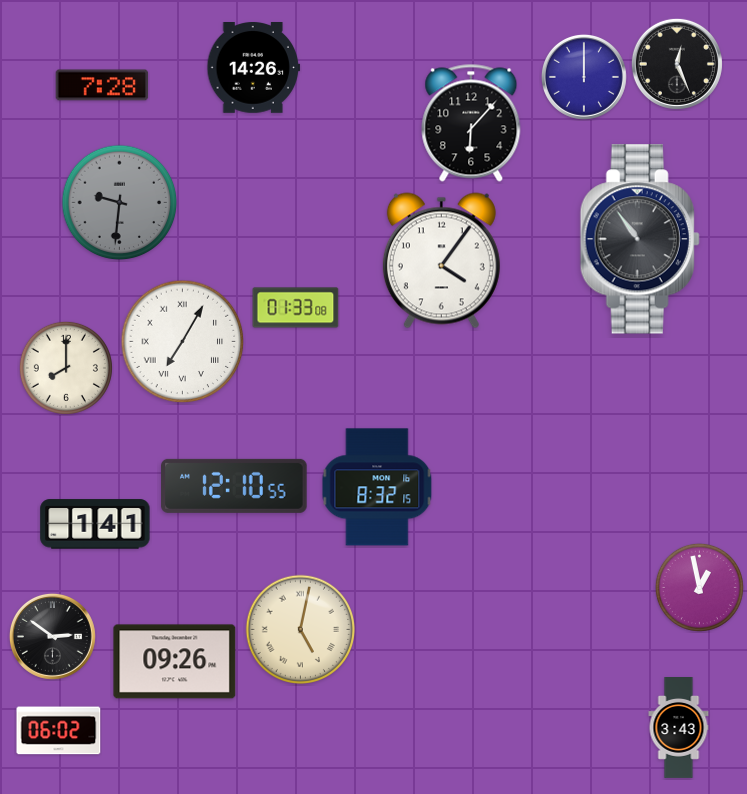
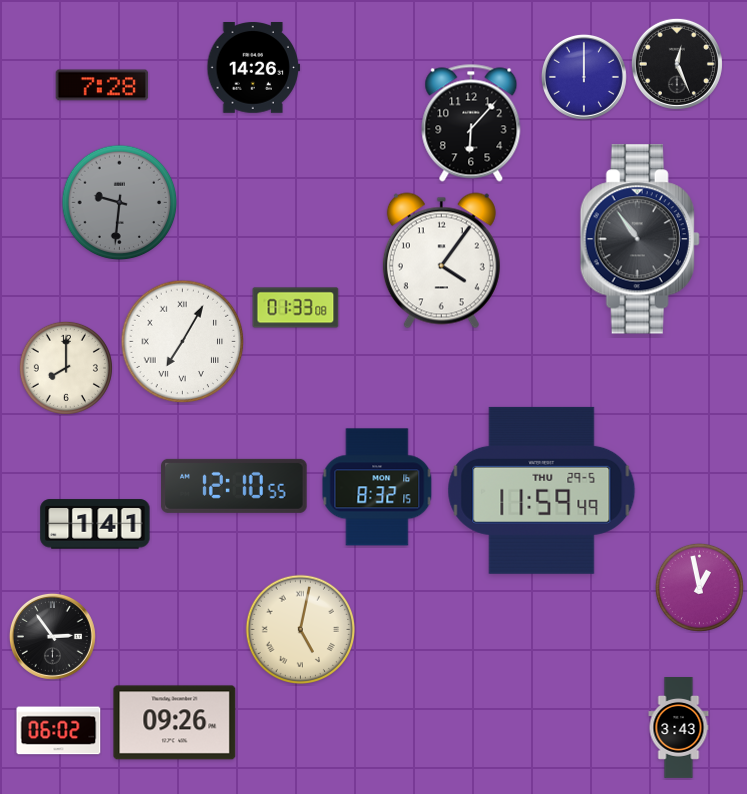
clock at (542, 490): none -> 11:59
clock at (52, 636): 2:51 -> 2:54
clock at (175, 662) position: (175, 662) -> (175, 723)
